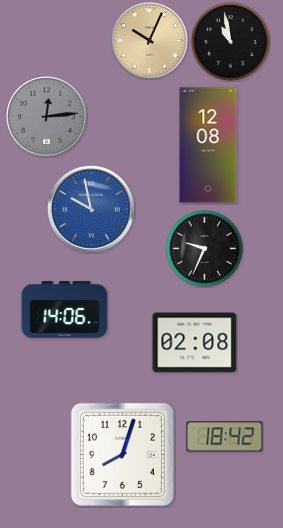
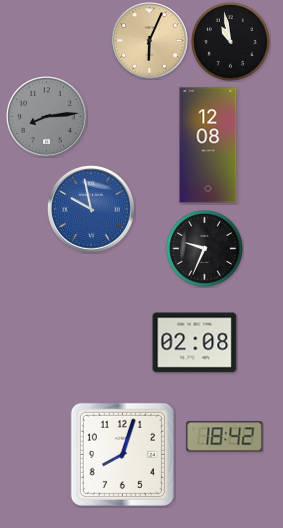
clock at (150, 41): 10:04 -> 6:04
clock at (47, 117): 12:14 -> 8:14
clock at (65, 310): 14:06 -> none
